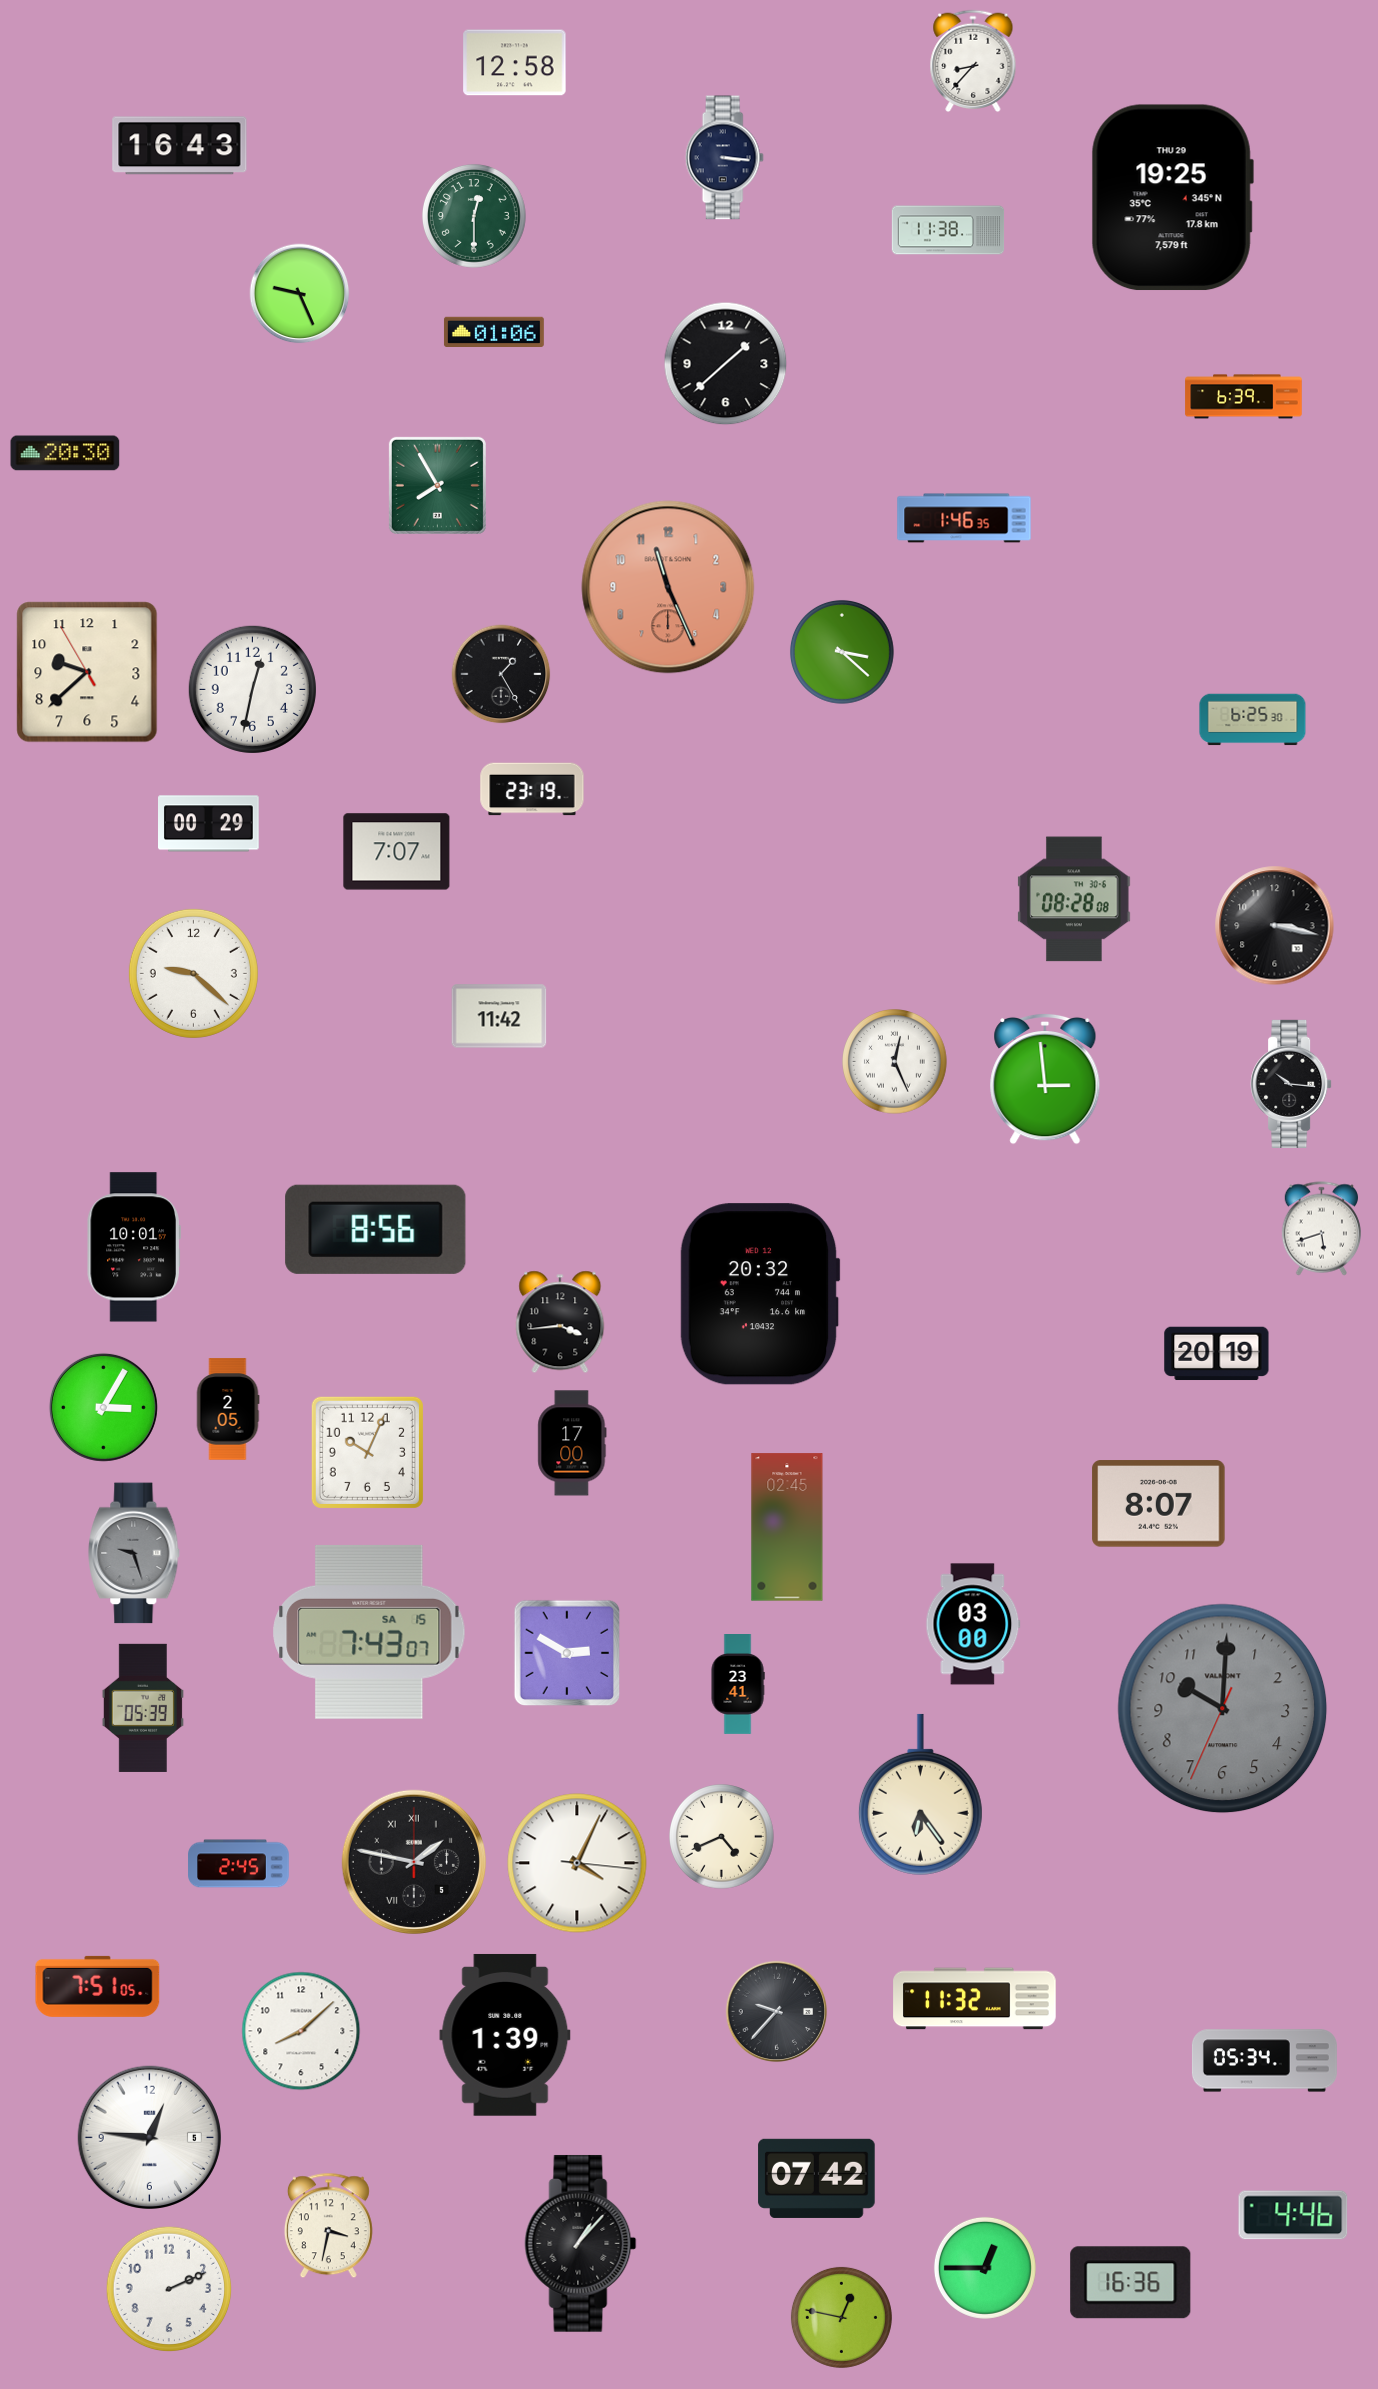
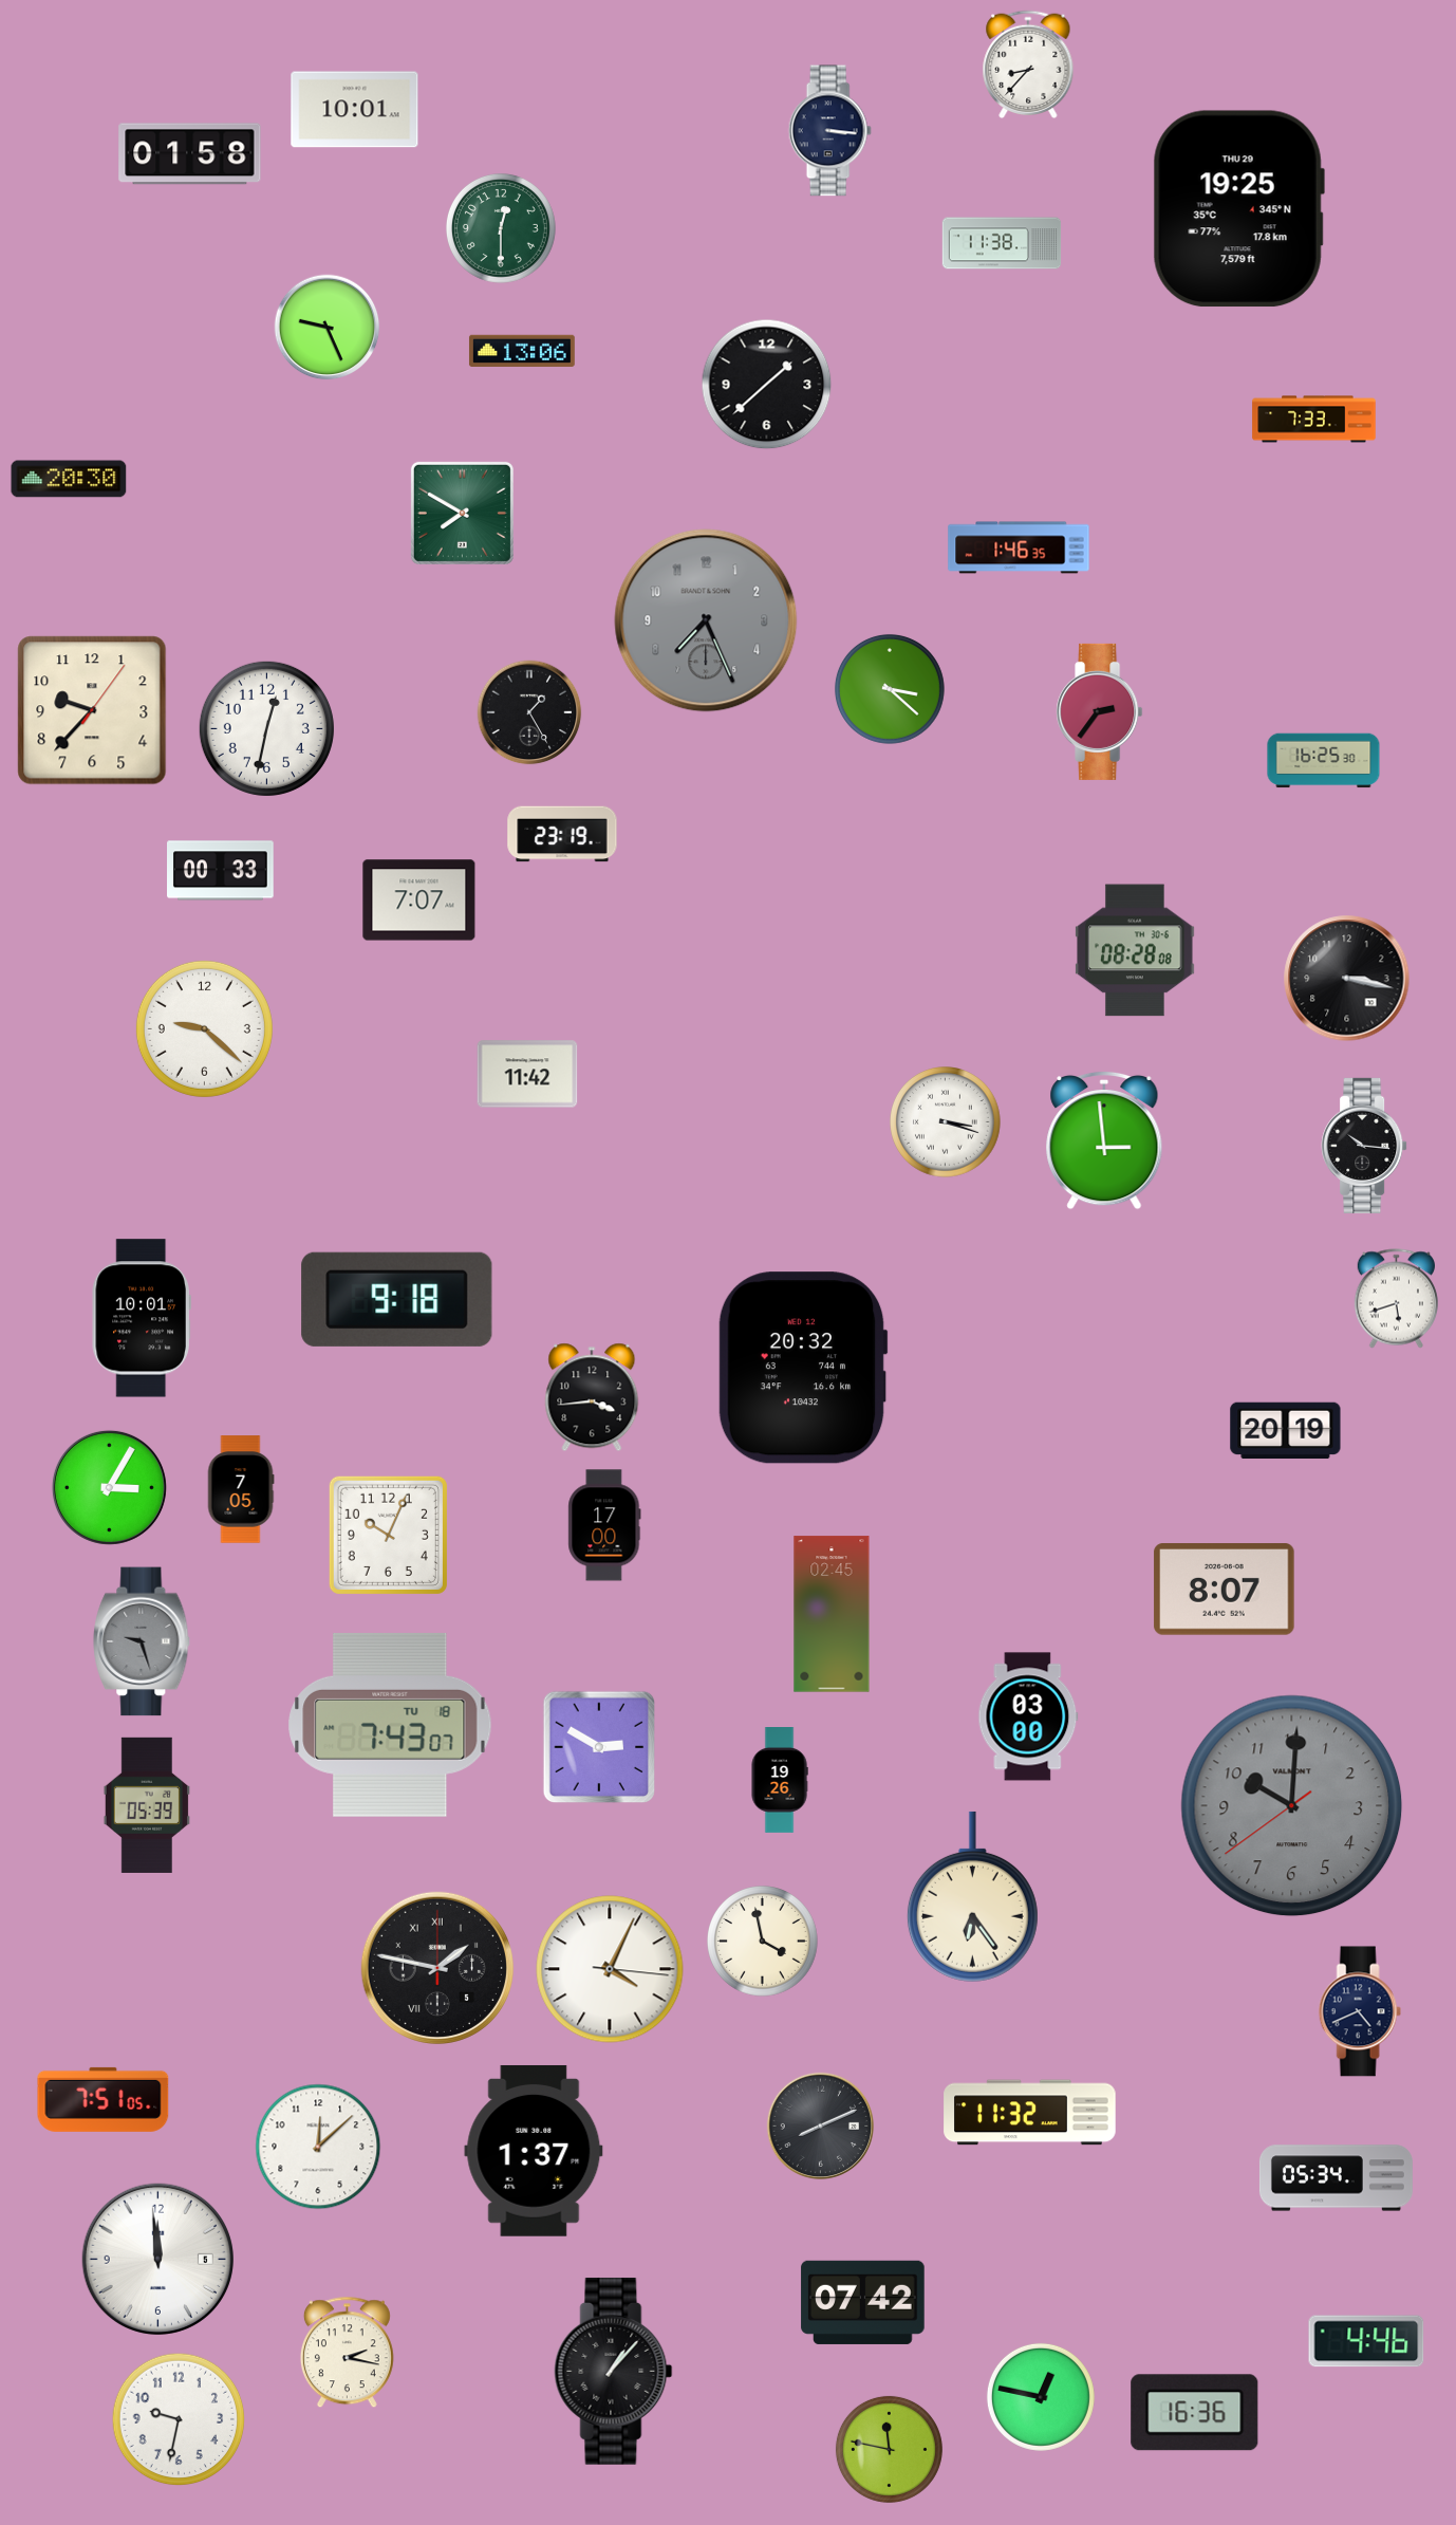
clock at (515, 63): 12:58 -> none
clock at (355, 110): none -> 10:01
clock at (180, 146): 16:43 -> 01:58
clock at (724, 158) position: (724, 158) -> (829, 131)
clock at (300, 294) position: (300, 294) -> (328, 328)
clock at (494, 332): 01:06 -> 13:06
clock at (1244, 397): 6:39 -> 7:33
clock at (437, 485): 7:55 -> 7:50
clock at (668, 587): 11:26 -> 7:26
clock at (668, 587) dial: salmon -> grey
clock at (87, 672): 9:37:55 -> 9:37:06
clock at (1100, 711): none -> 2:36
clock at (1253, 720): 6:25 -> 16:25
clock at (209, 824): 00:29 -> 00:33
clock at (895, 1062): 12:26 -> 3:18
clock at (376, 1229): 8:56 -> 9:18
clock at (228, 1409): 2:05 -> 7:05
clock at (369, 1632) date: SA 15 -> TU 18
clock at (738, 1685): 23:41 -> 19:26
clock at (143, 1708) position: (143, 1708) -> (147, 1805)
clock at (1223, 1709): 10:00:34 -> 10:00:39
clock at (722, 1837): 4:41 -> 3:58
clock at (239, 1864): 2:45 -> none
clock at (1360, 2011): none -> 4:41
clock at (777, 2012): 9:37 -> 8:11
clock at (301, 2031): 8:08 -> 12:08
clock at (505, 2035): 1:39 -> 1:37
clock at (149, 2137): 12:46 -> 11:59
clock at (328, 2226): 3:32 -> 2:17
clock at (985, 2268): 12:45 -> 12:47
clock at (169, 2289): 2:11 -> 9:32
clock at (841, 2317): 12:47 -> 11:47
